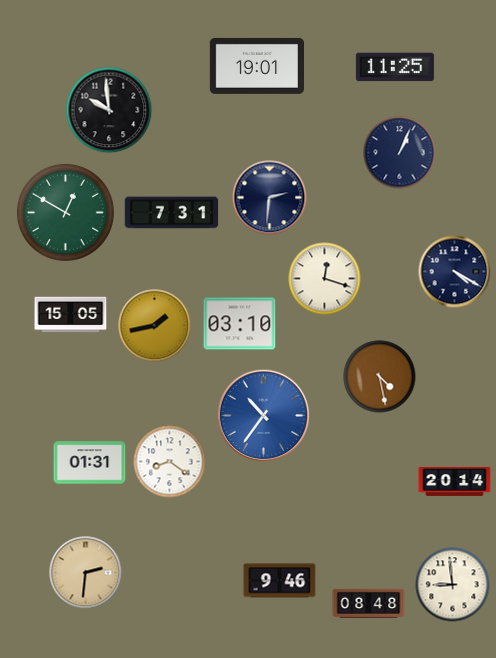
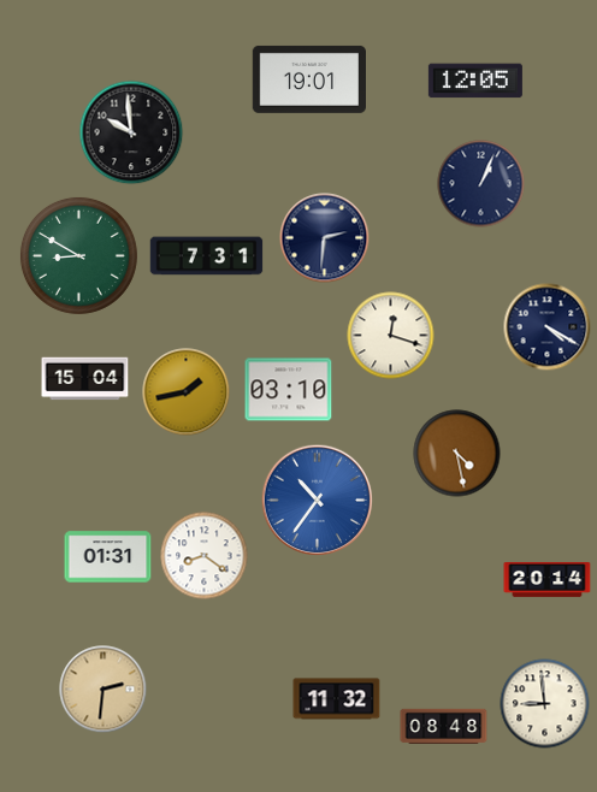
clock at (395, 67): 11:25 -> 12:05
clock at (65, 212): 12:50 -> 8:50
clock at (71, 315): 15:05 -> 15:04
clock at (280, 581): 9:46 -> 11:32
